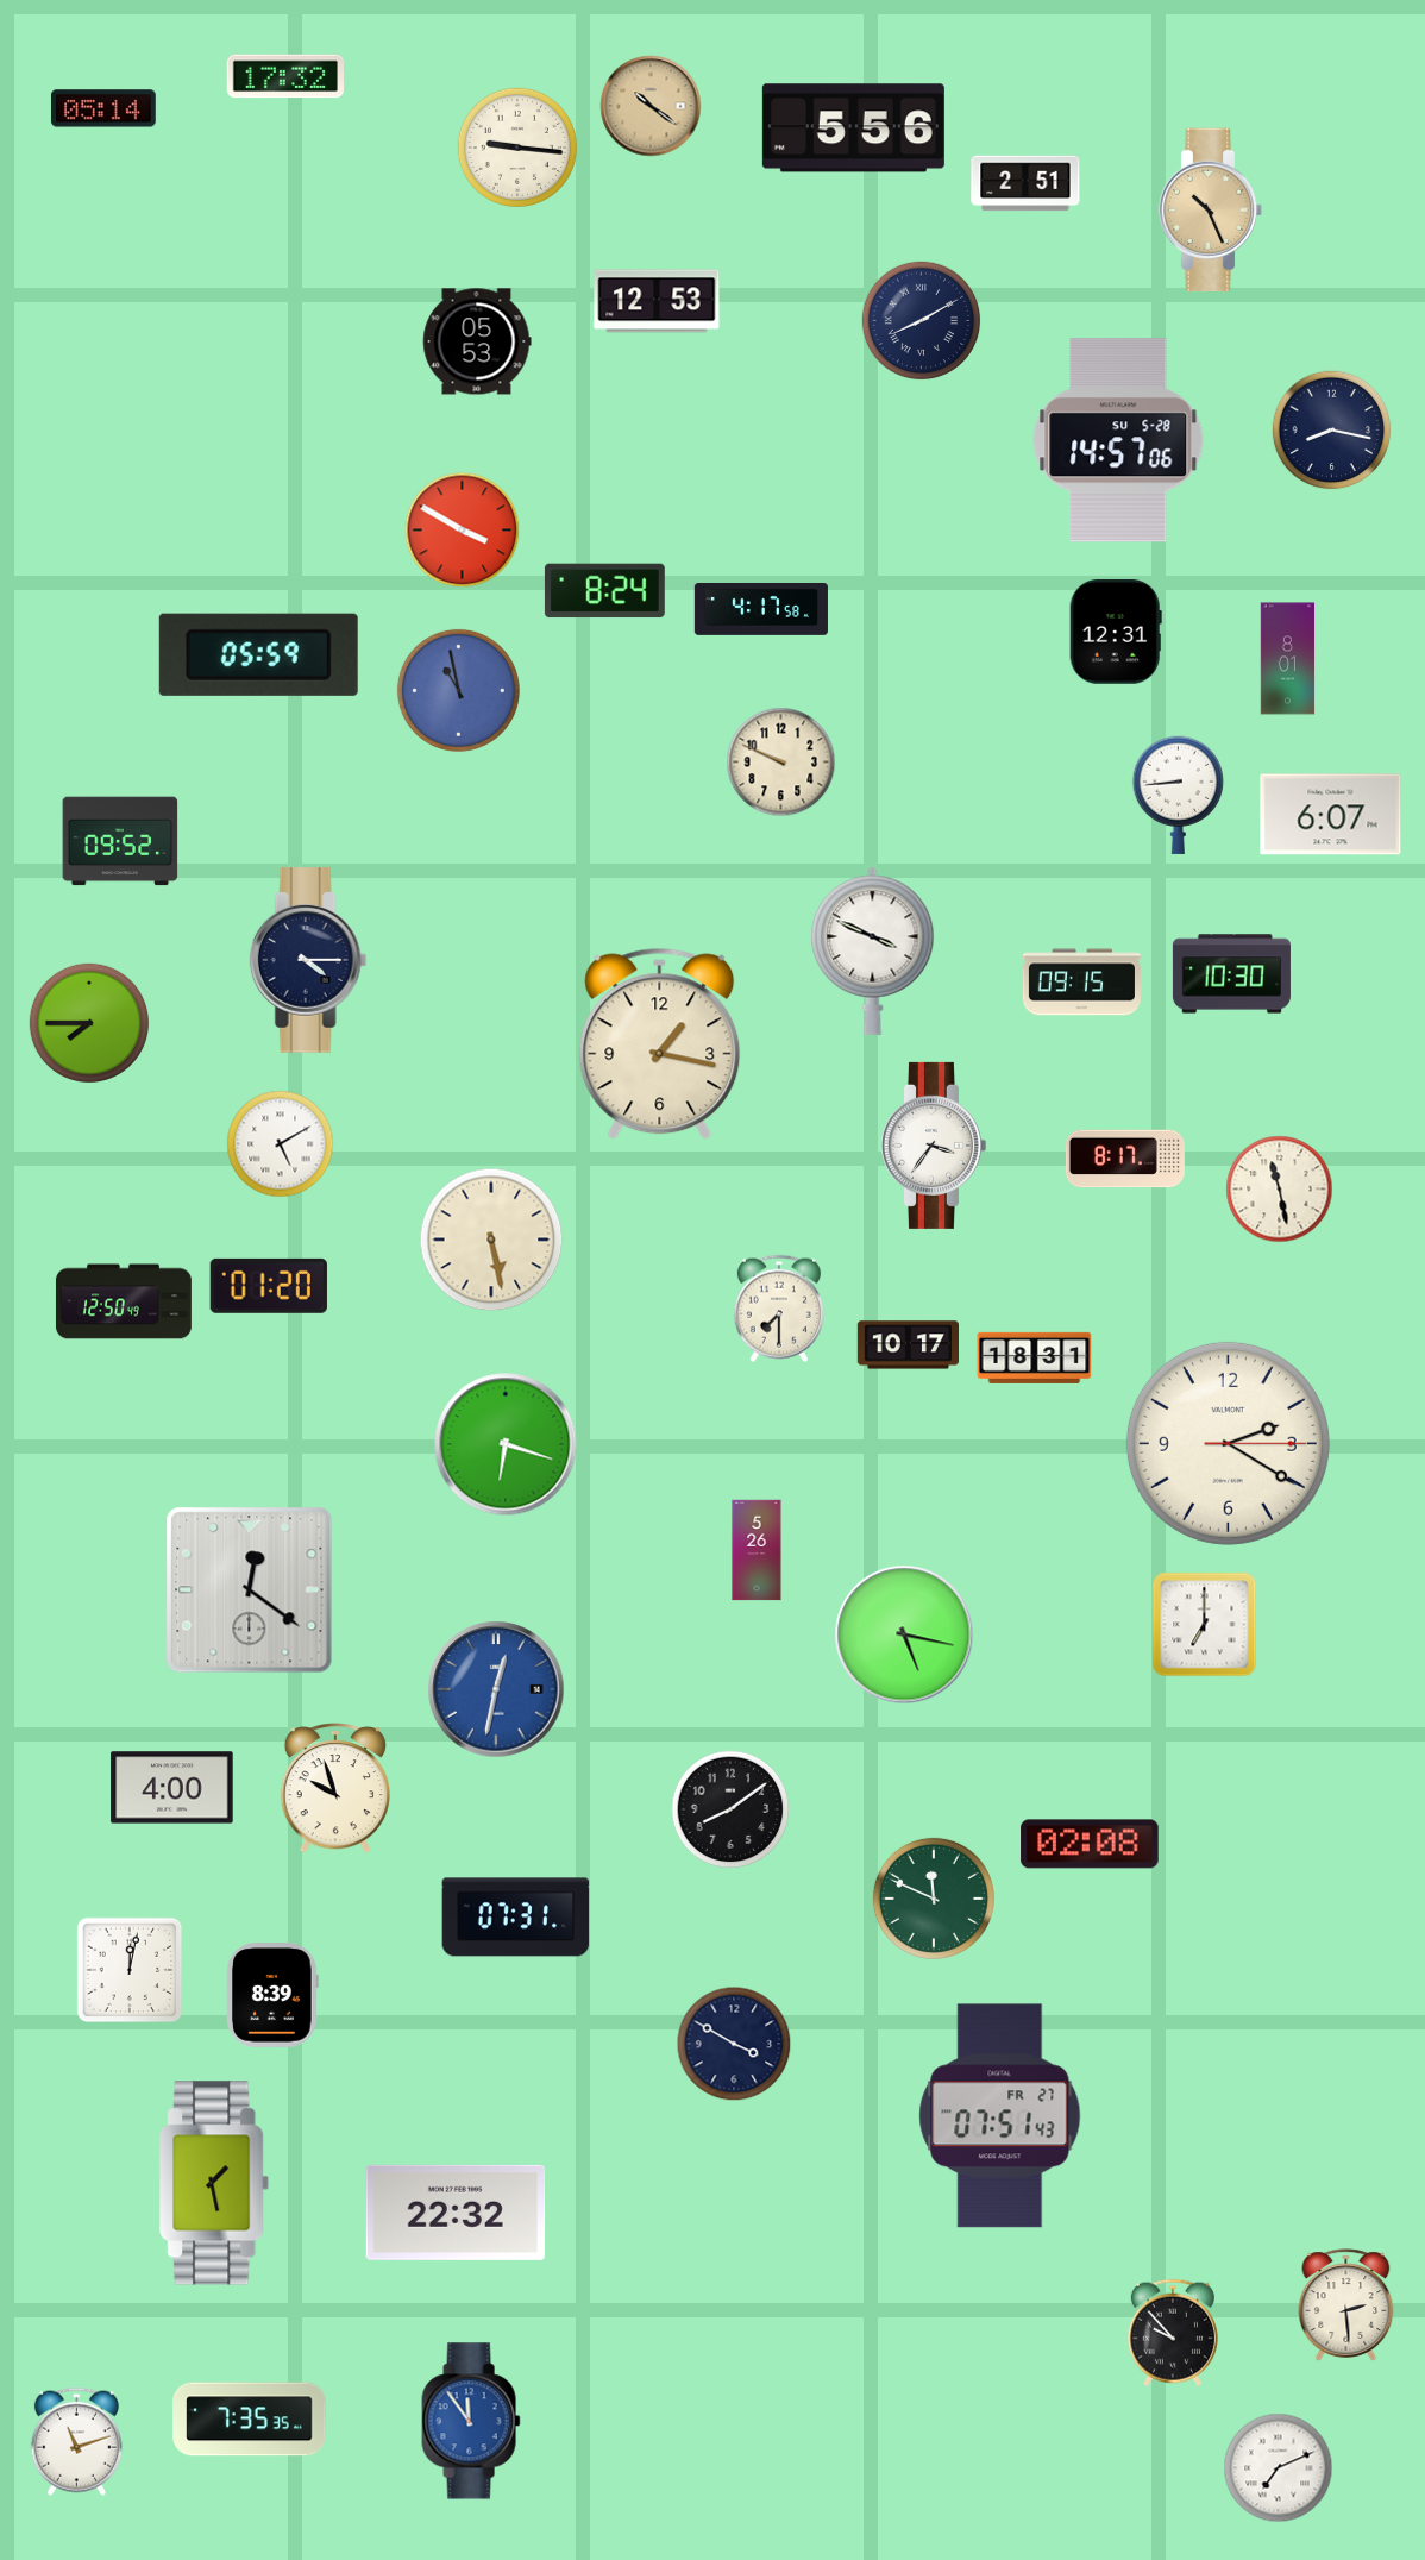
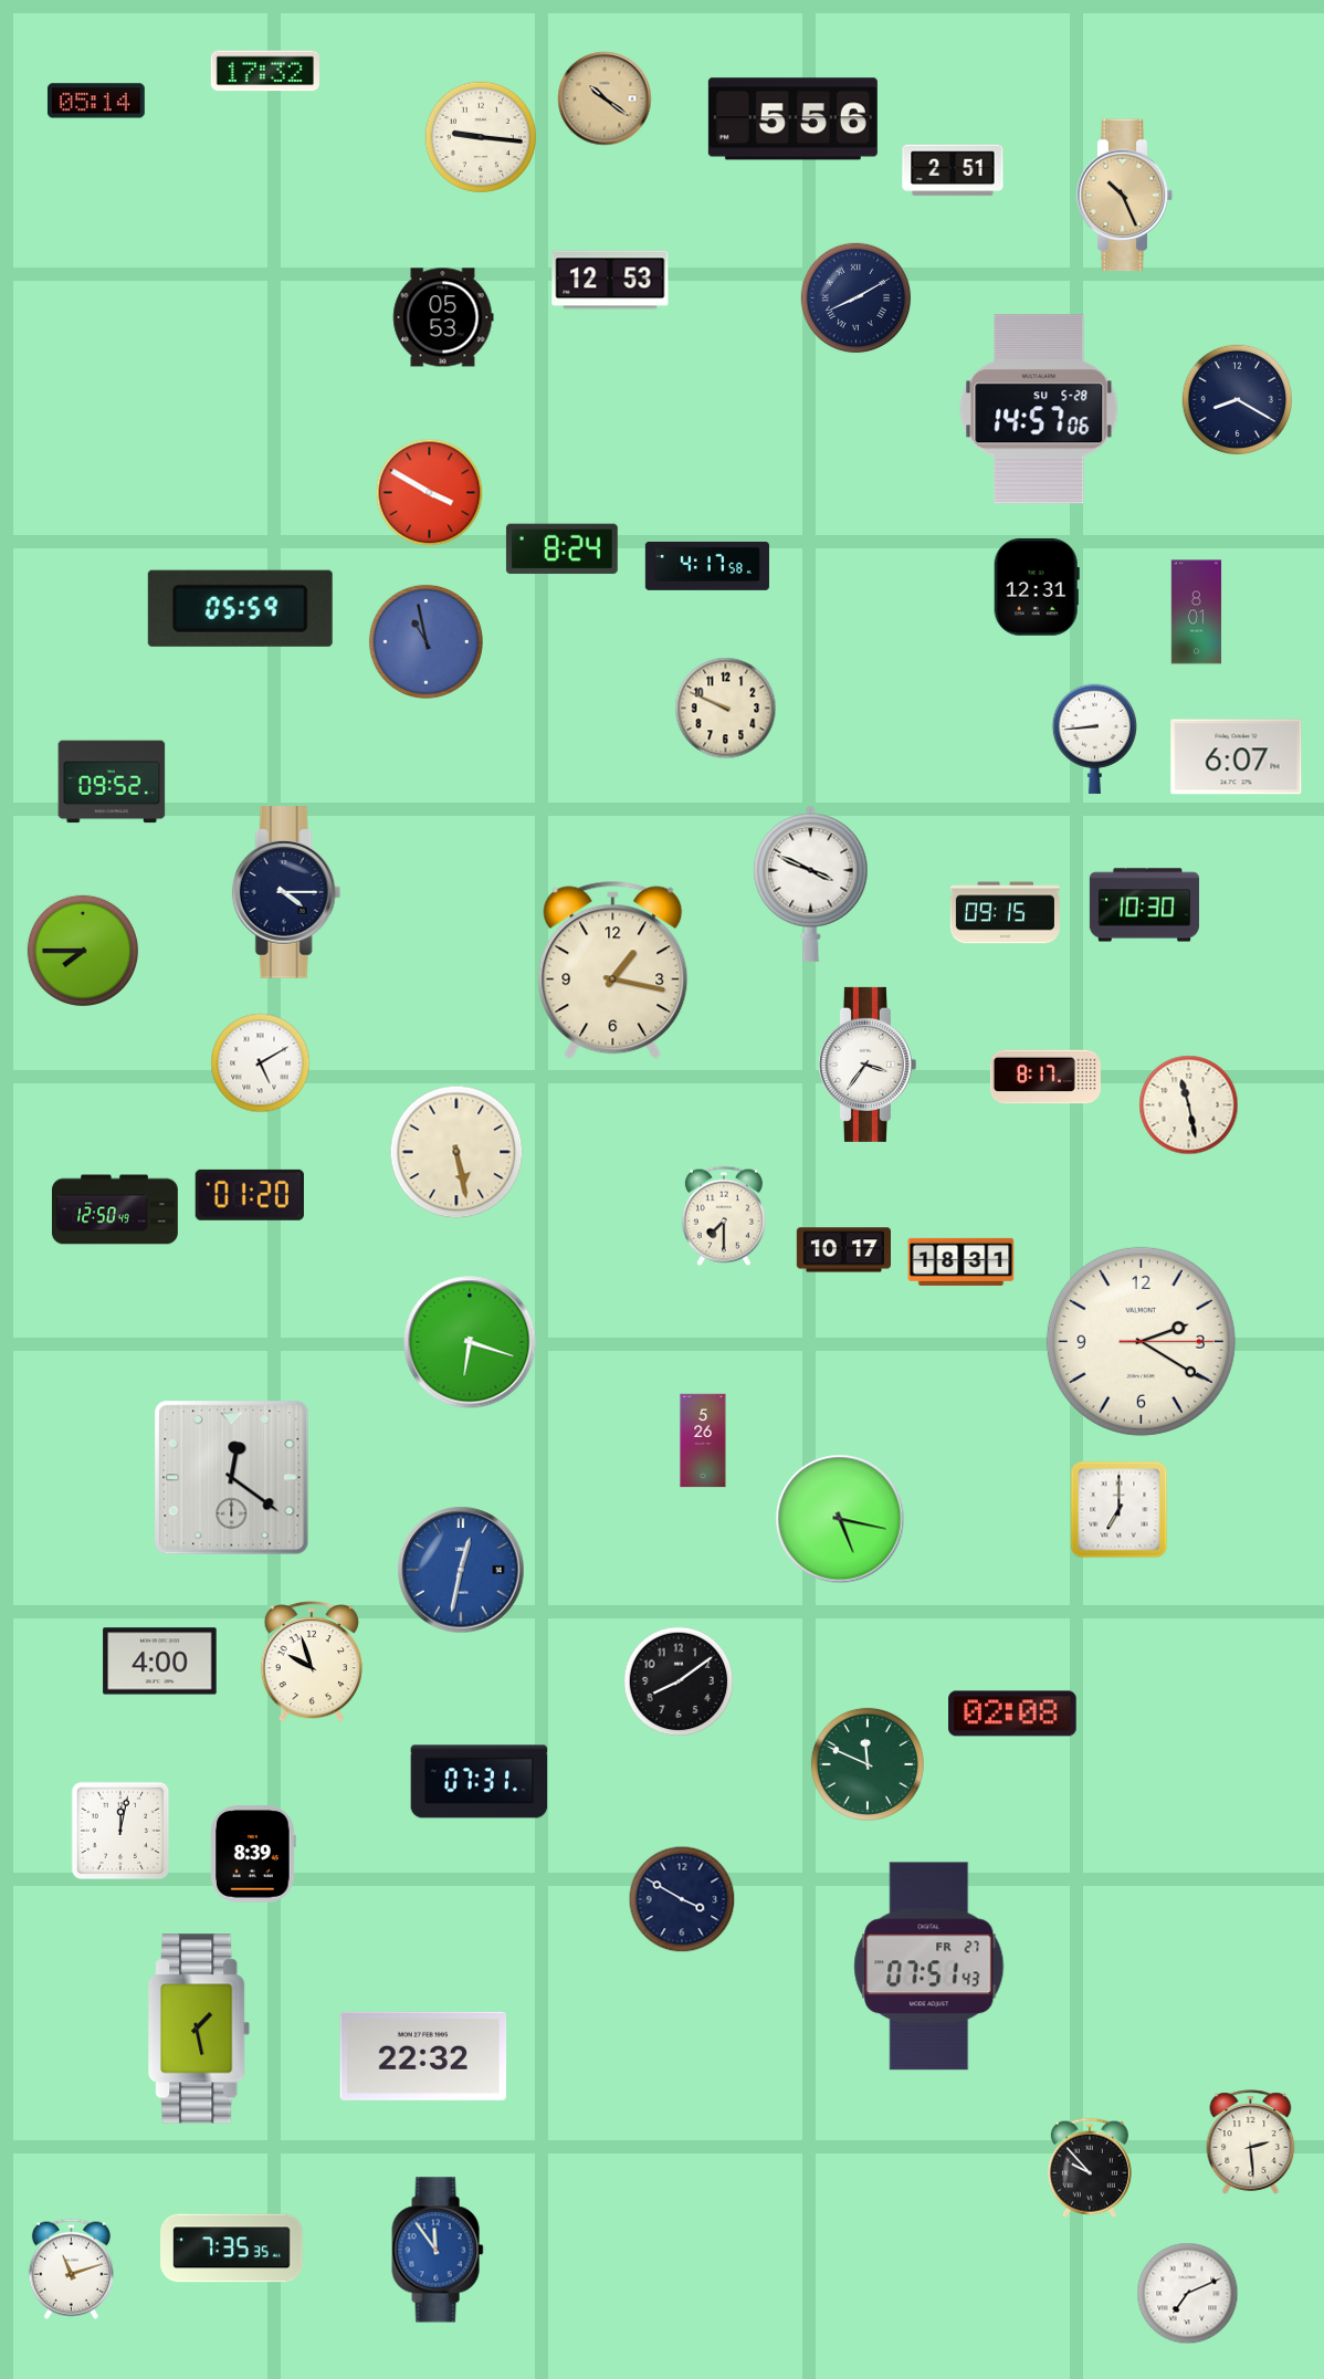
clock at (1332, 431): 8:17 -> 8:20
